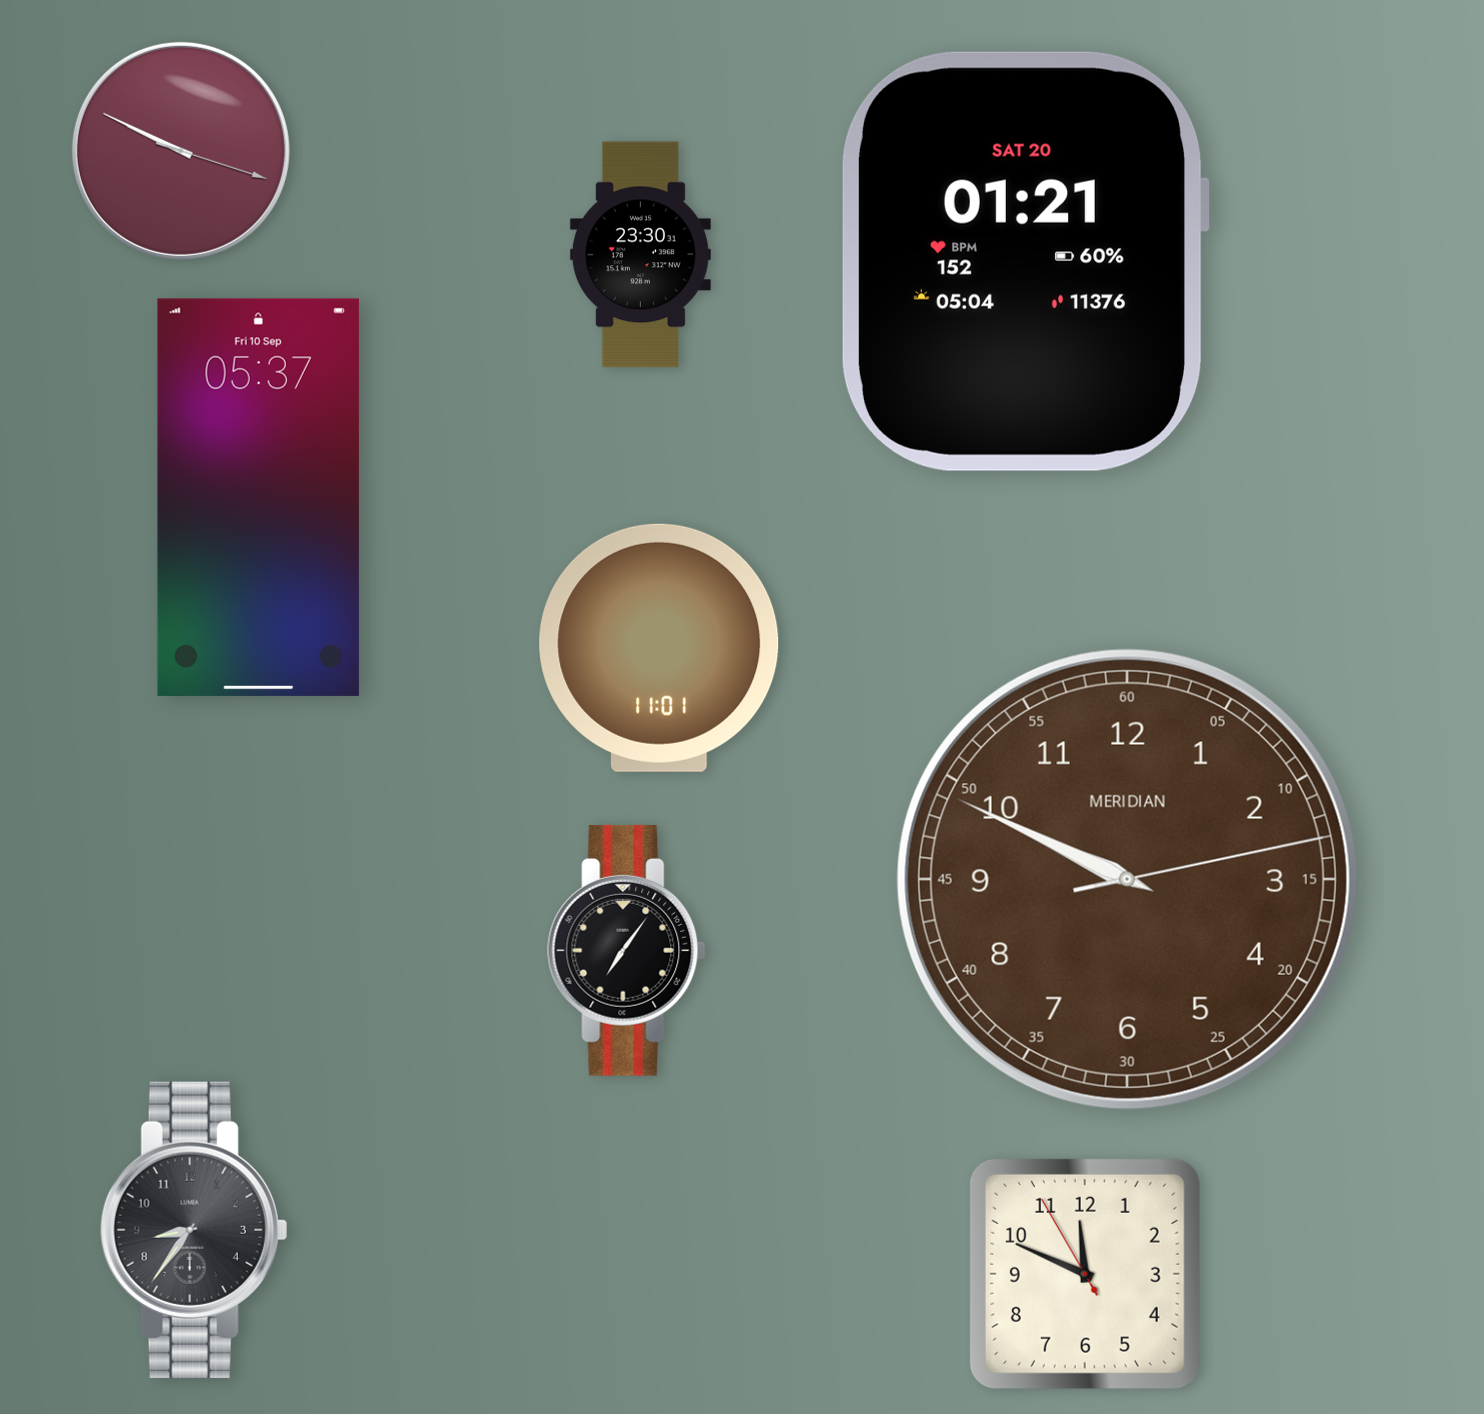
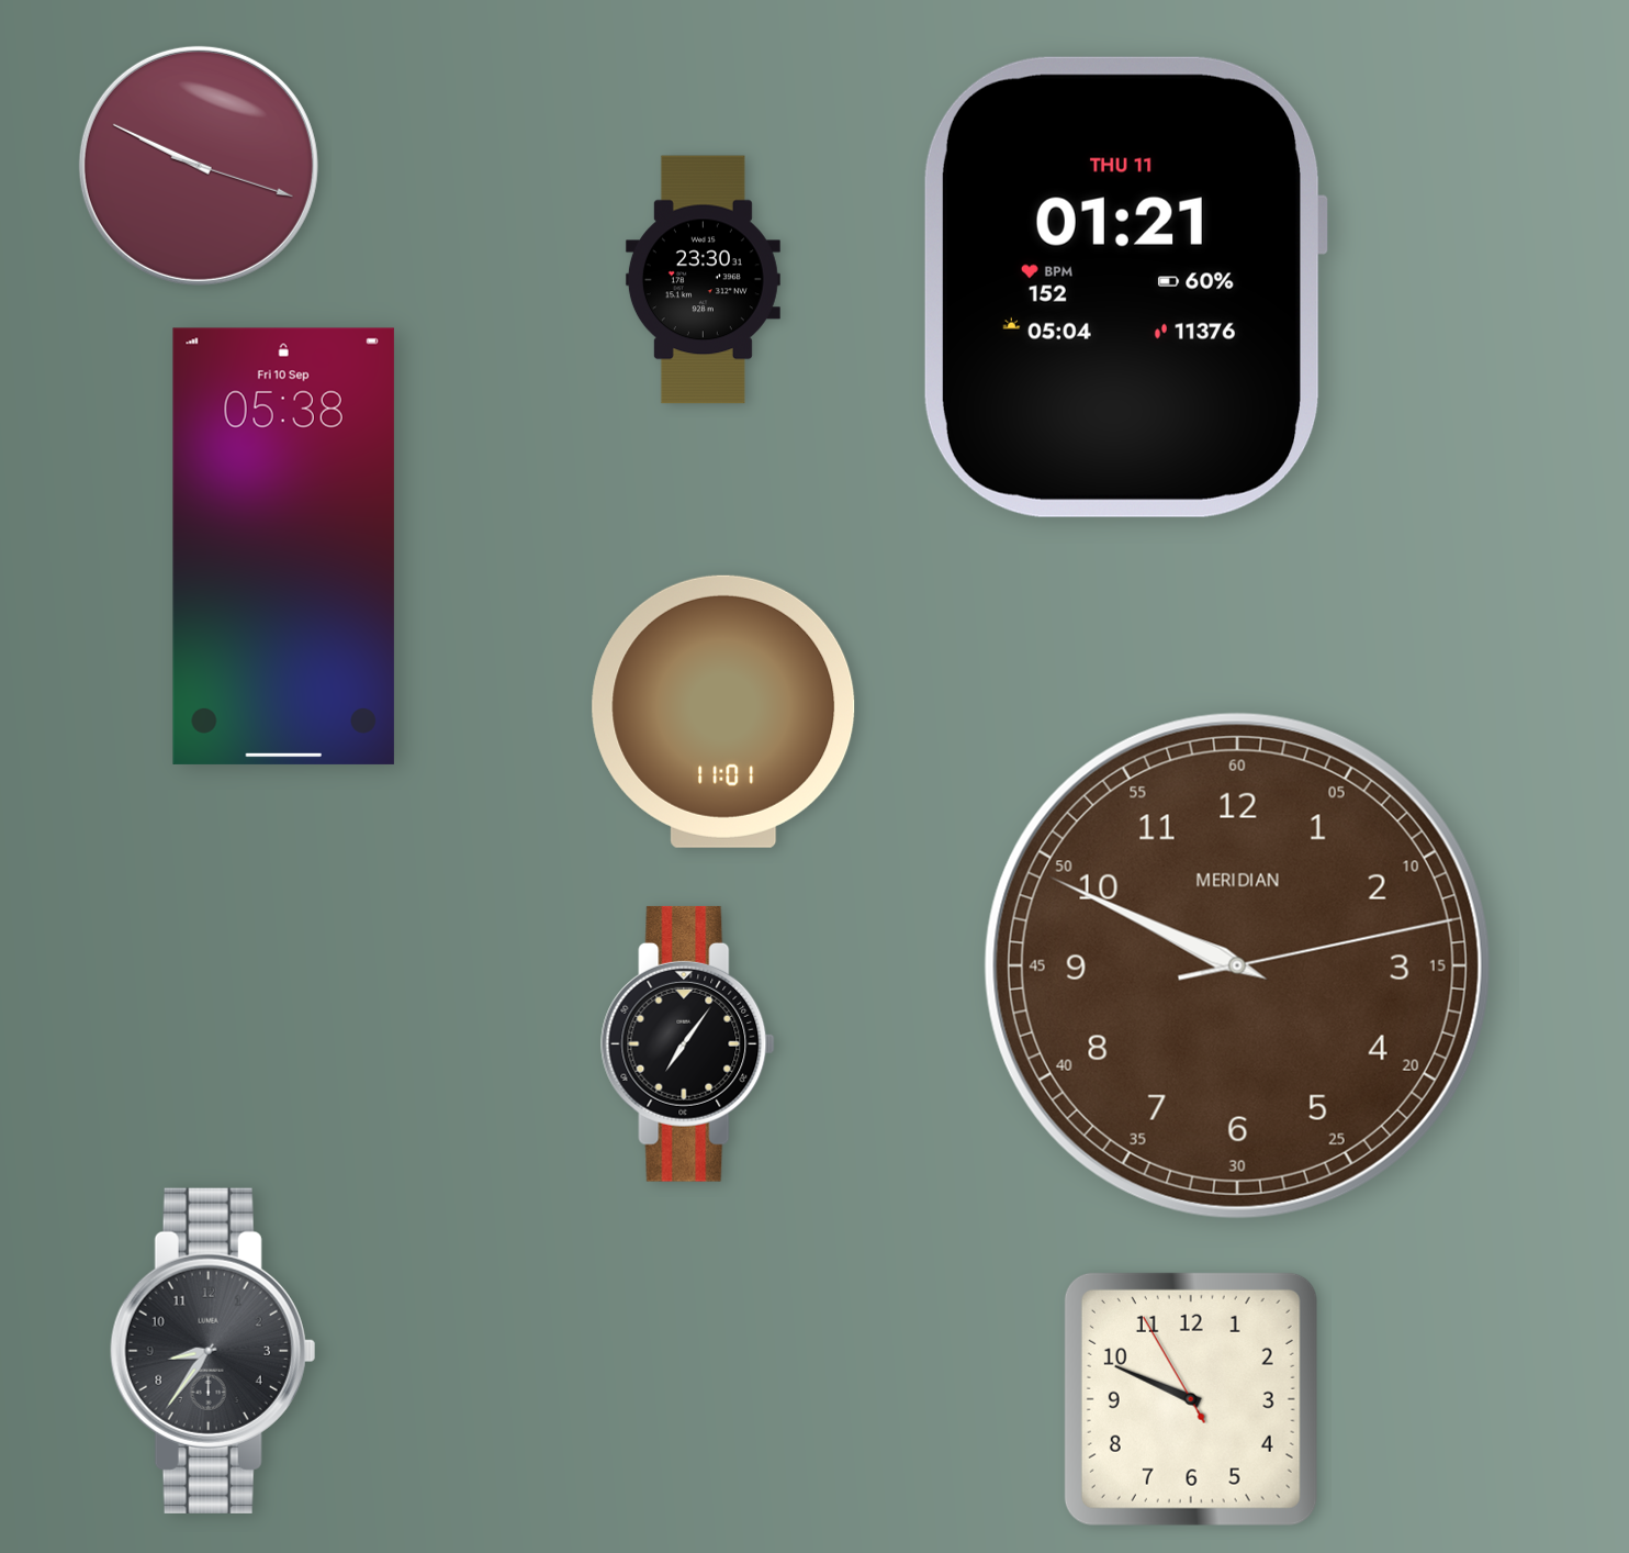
clock at (1025, 261) date: SAT 20 -> THU 11
clock at (258, 497): 05:37 -> 05:38
clock at (1085, 1274): 11:48 -> 9:48
